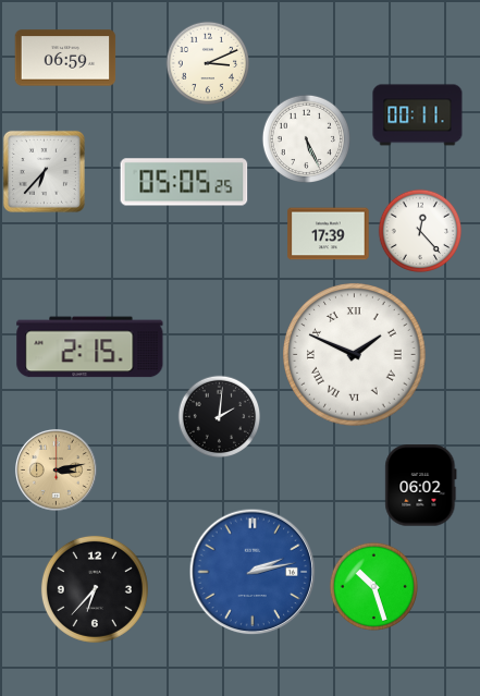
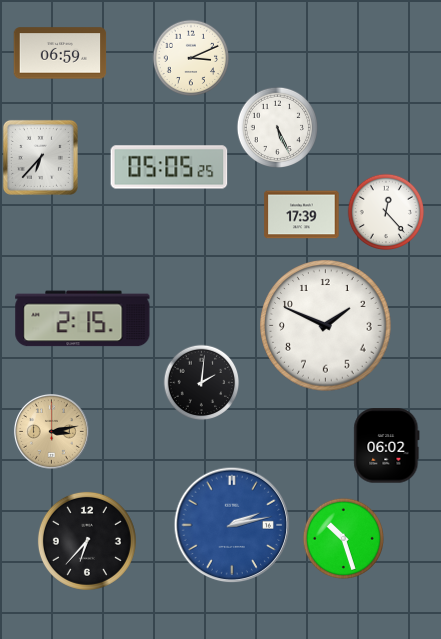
clock at (418, 115): 00:11 -> none
clock at (306, 138) position: (306, 138) -> (277, 127)
clock at (355, 355) numerals: Roman -> Arabic
